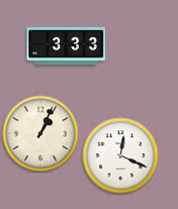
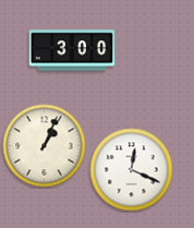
clock at (66, 46): 3:33 -> 3:00
